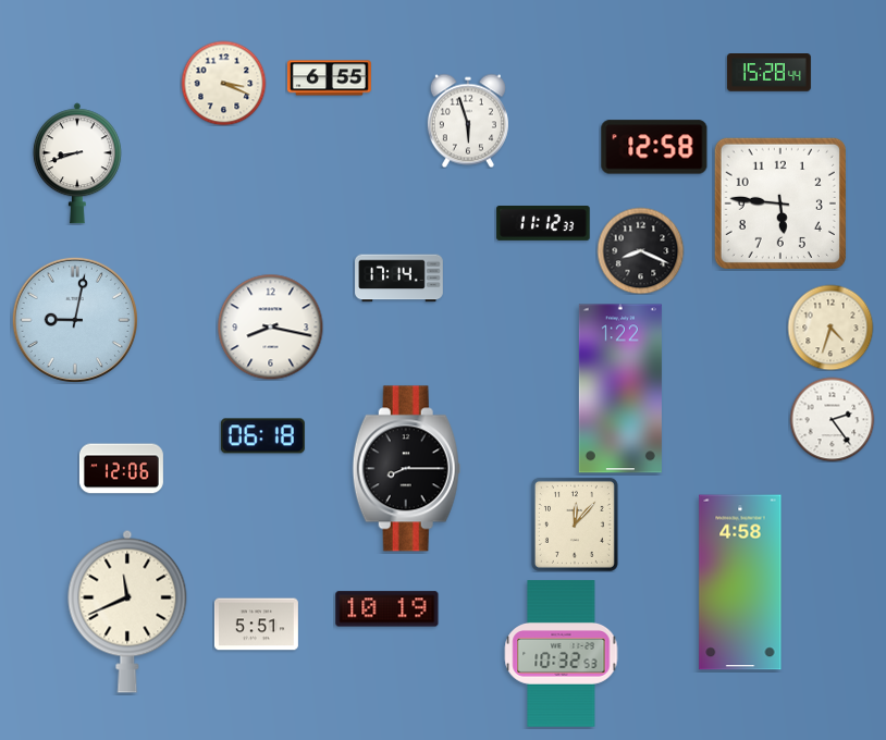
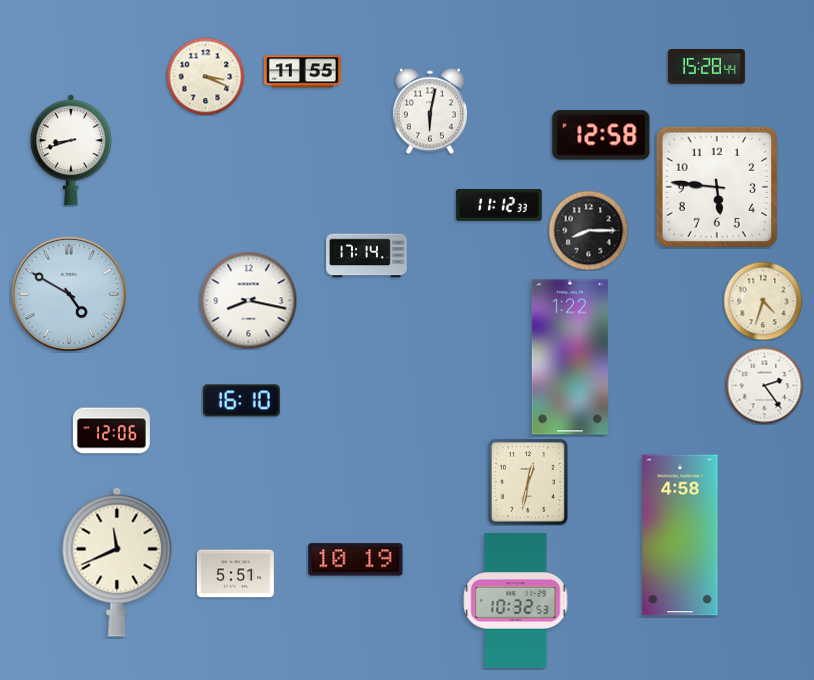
clock at (329, 78): 6:55 -> 11:55
clock at (468, 121): 5:57 -> 6:02
clock at (640, 250): 8:19 -> 8:15
clock at (75, 320): 9:02 -> 4:50
clock at (262, 436): 06:18 -> 16:10
clock at (406, 469): 8:15 -> none
clock at (575, 525): 12:07 -> 12:32
